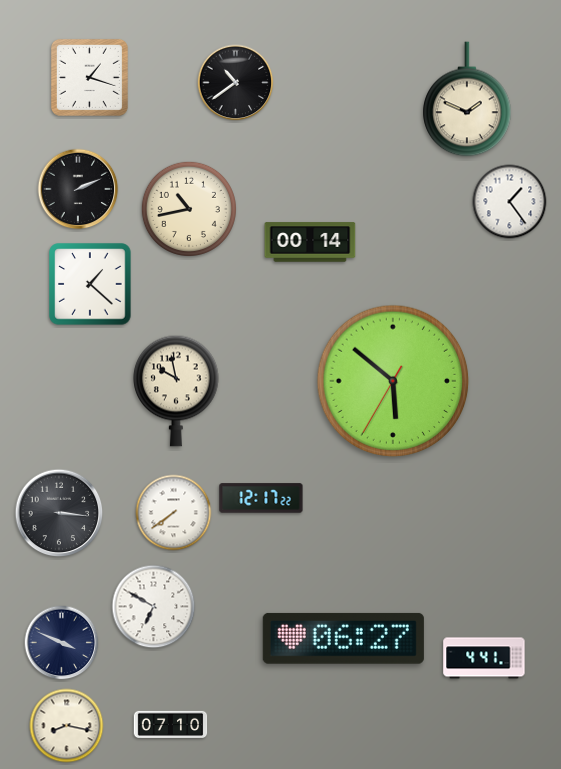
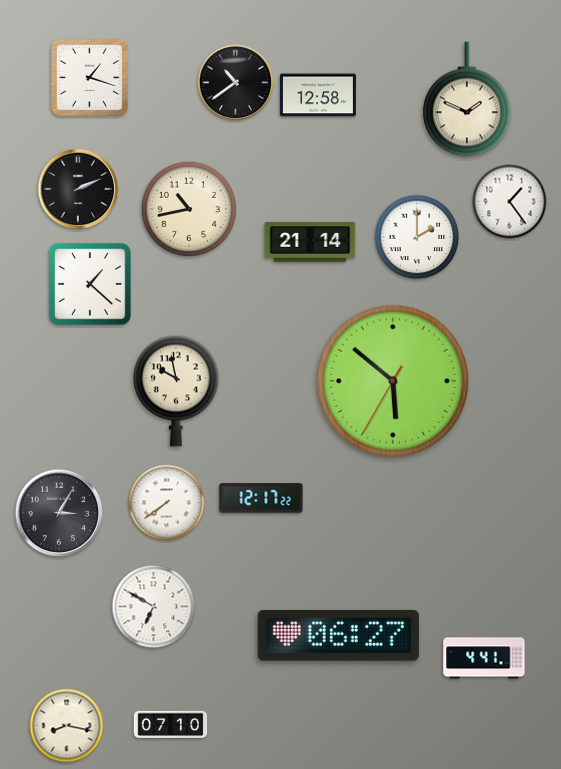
clock at (318, 95): none -> 12:58
clock at (417, 237): none -> 2:00
clock at (310, 242): 00:14 -> 21:14
clock at (59, 513): 3:16 -> 3:05
clock at (174, 513) position: (174, 513) -> (167, 503)
clock at (343, 638) position: (343, 638) -> (338, 635)
clock at (62, 643): 3:49 -> none
